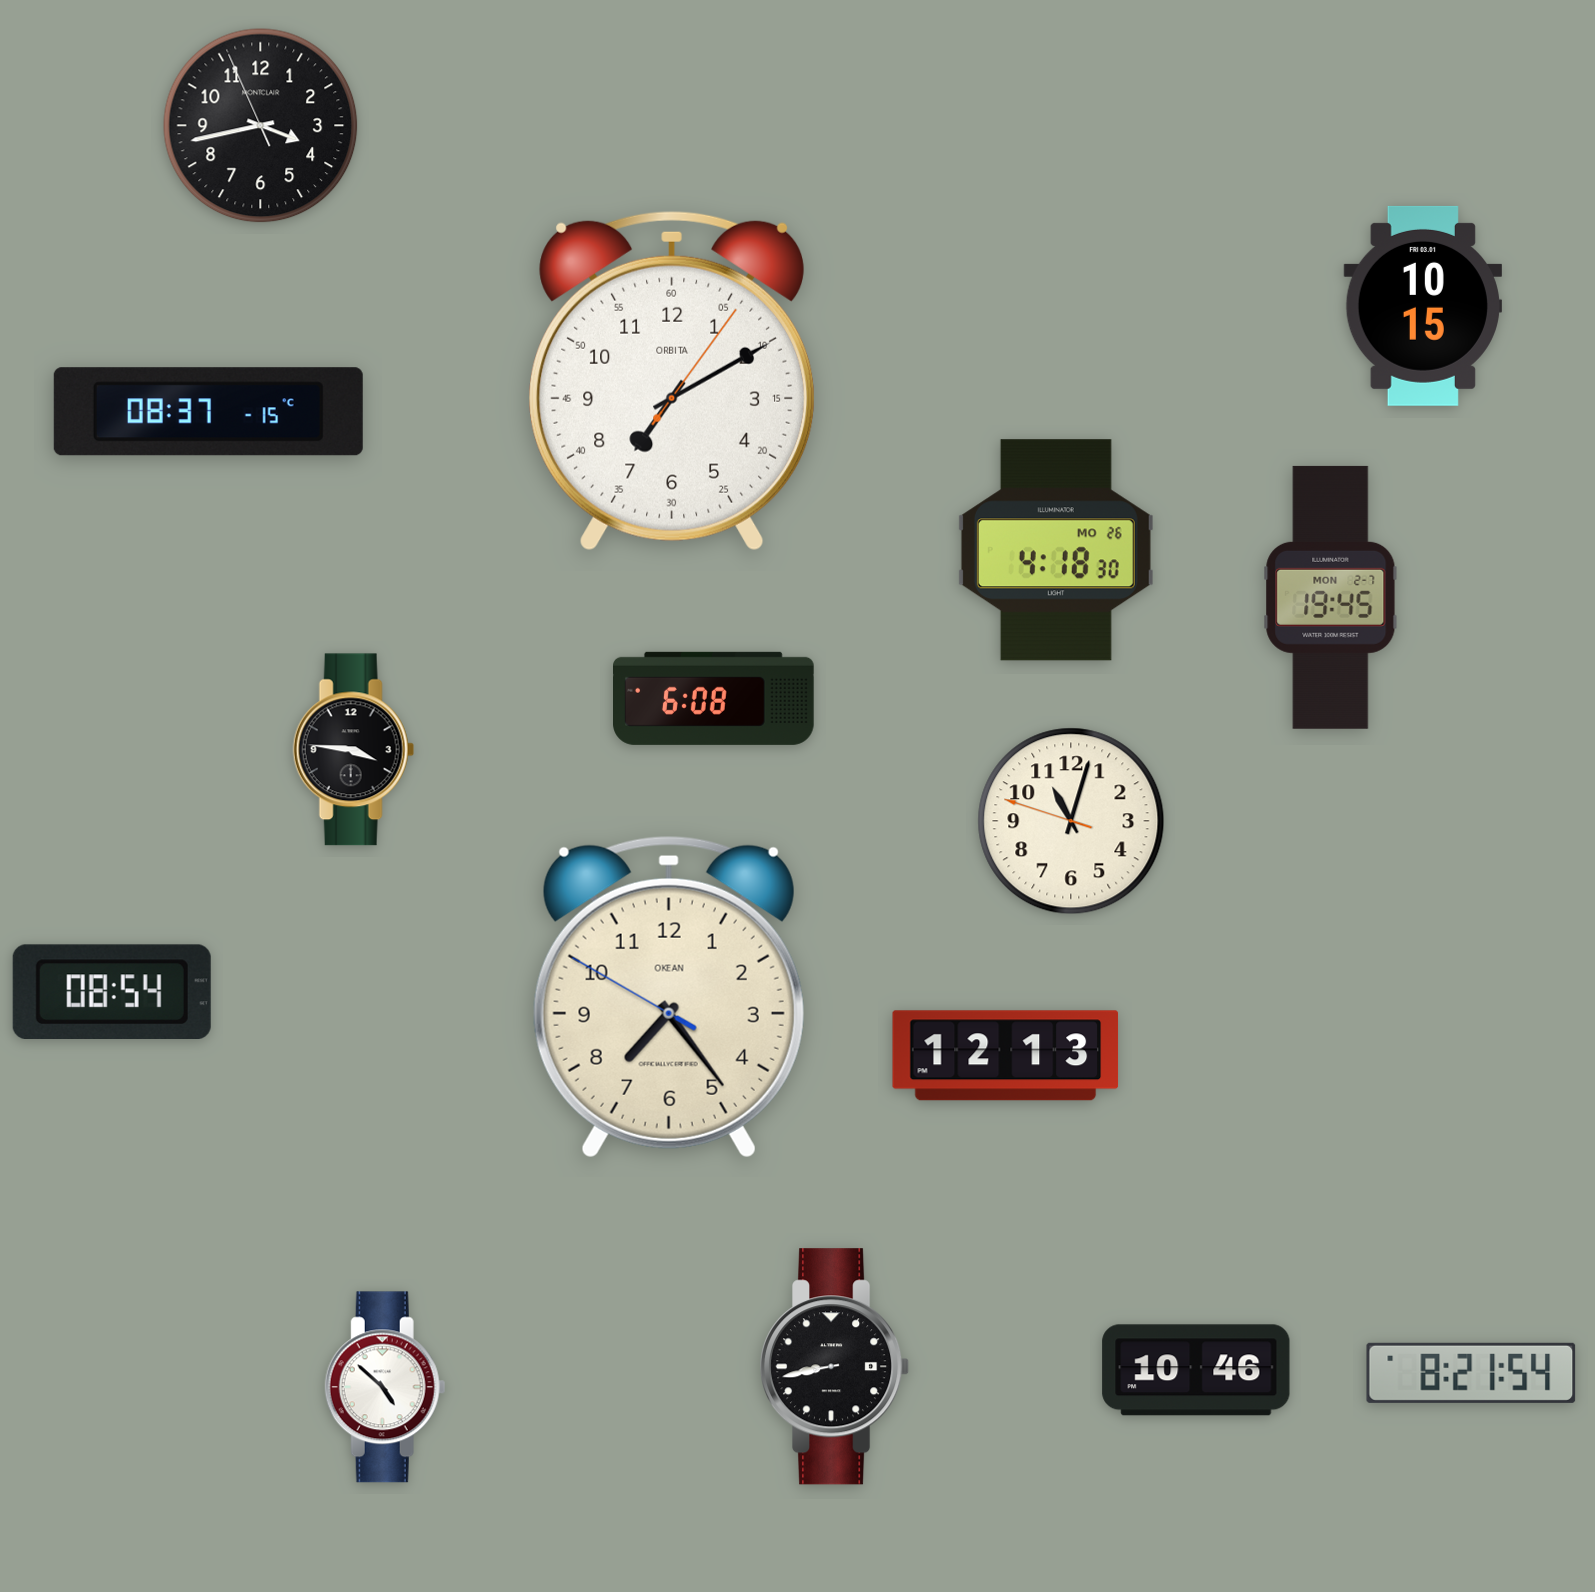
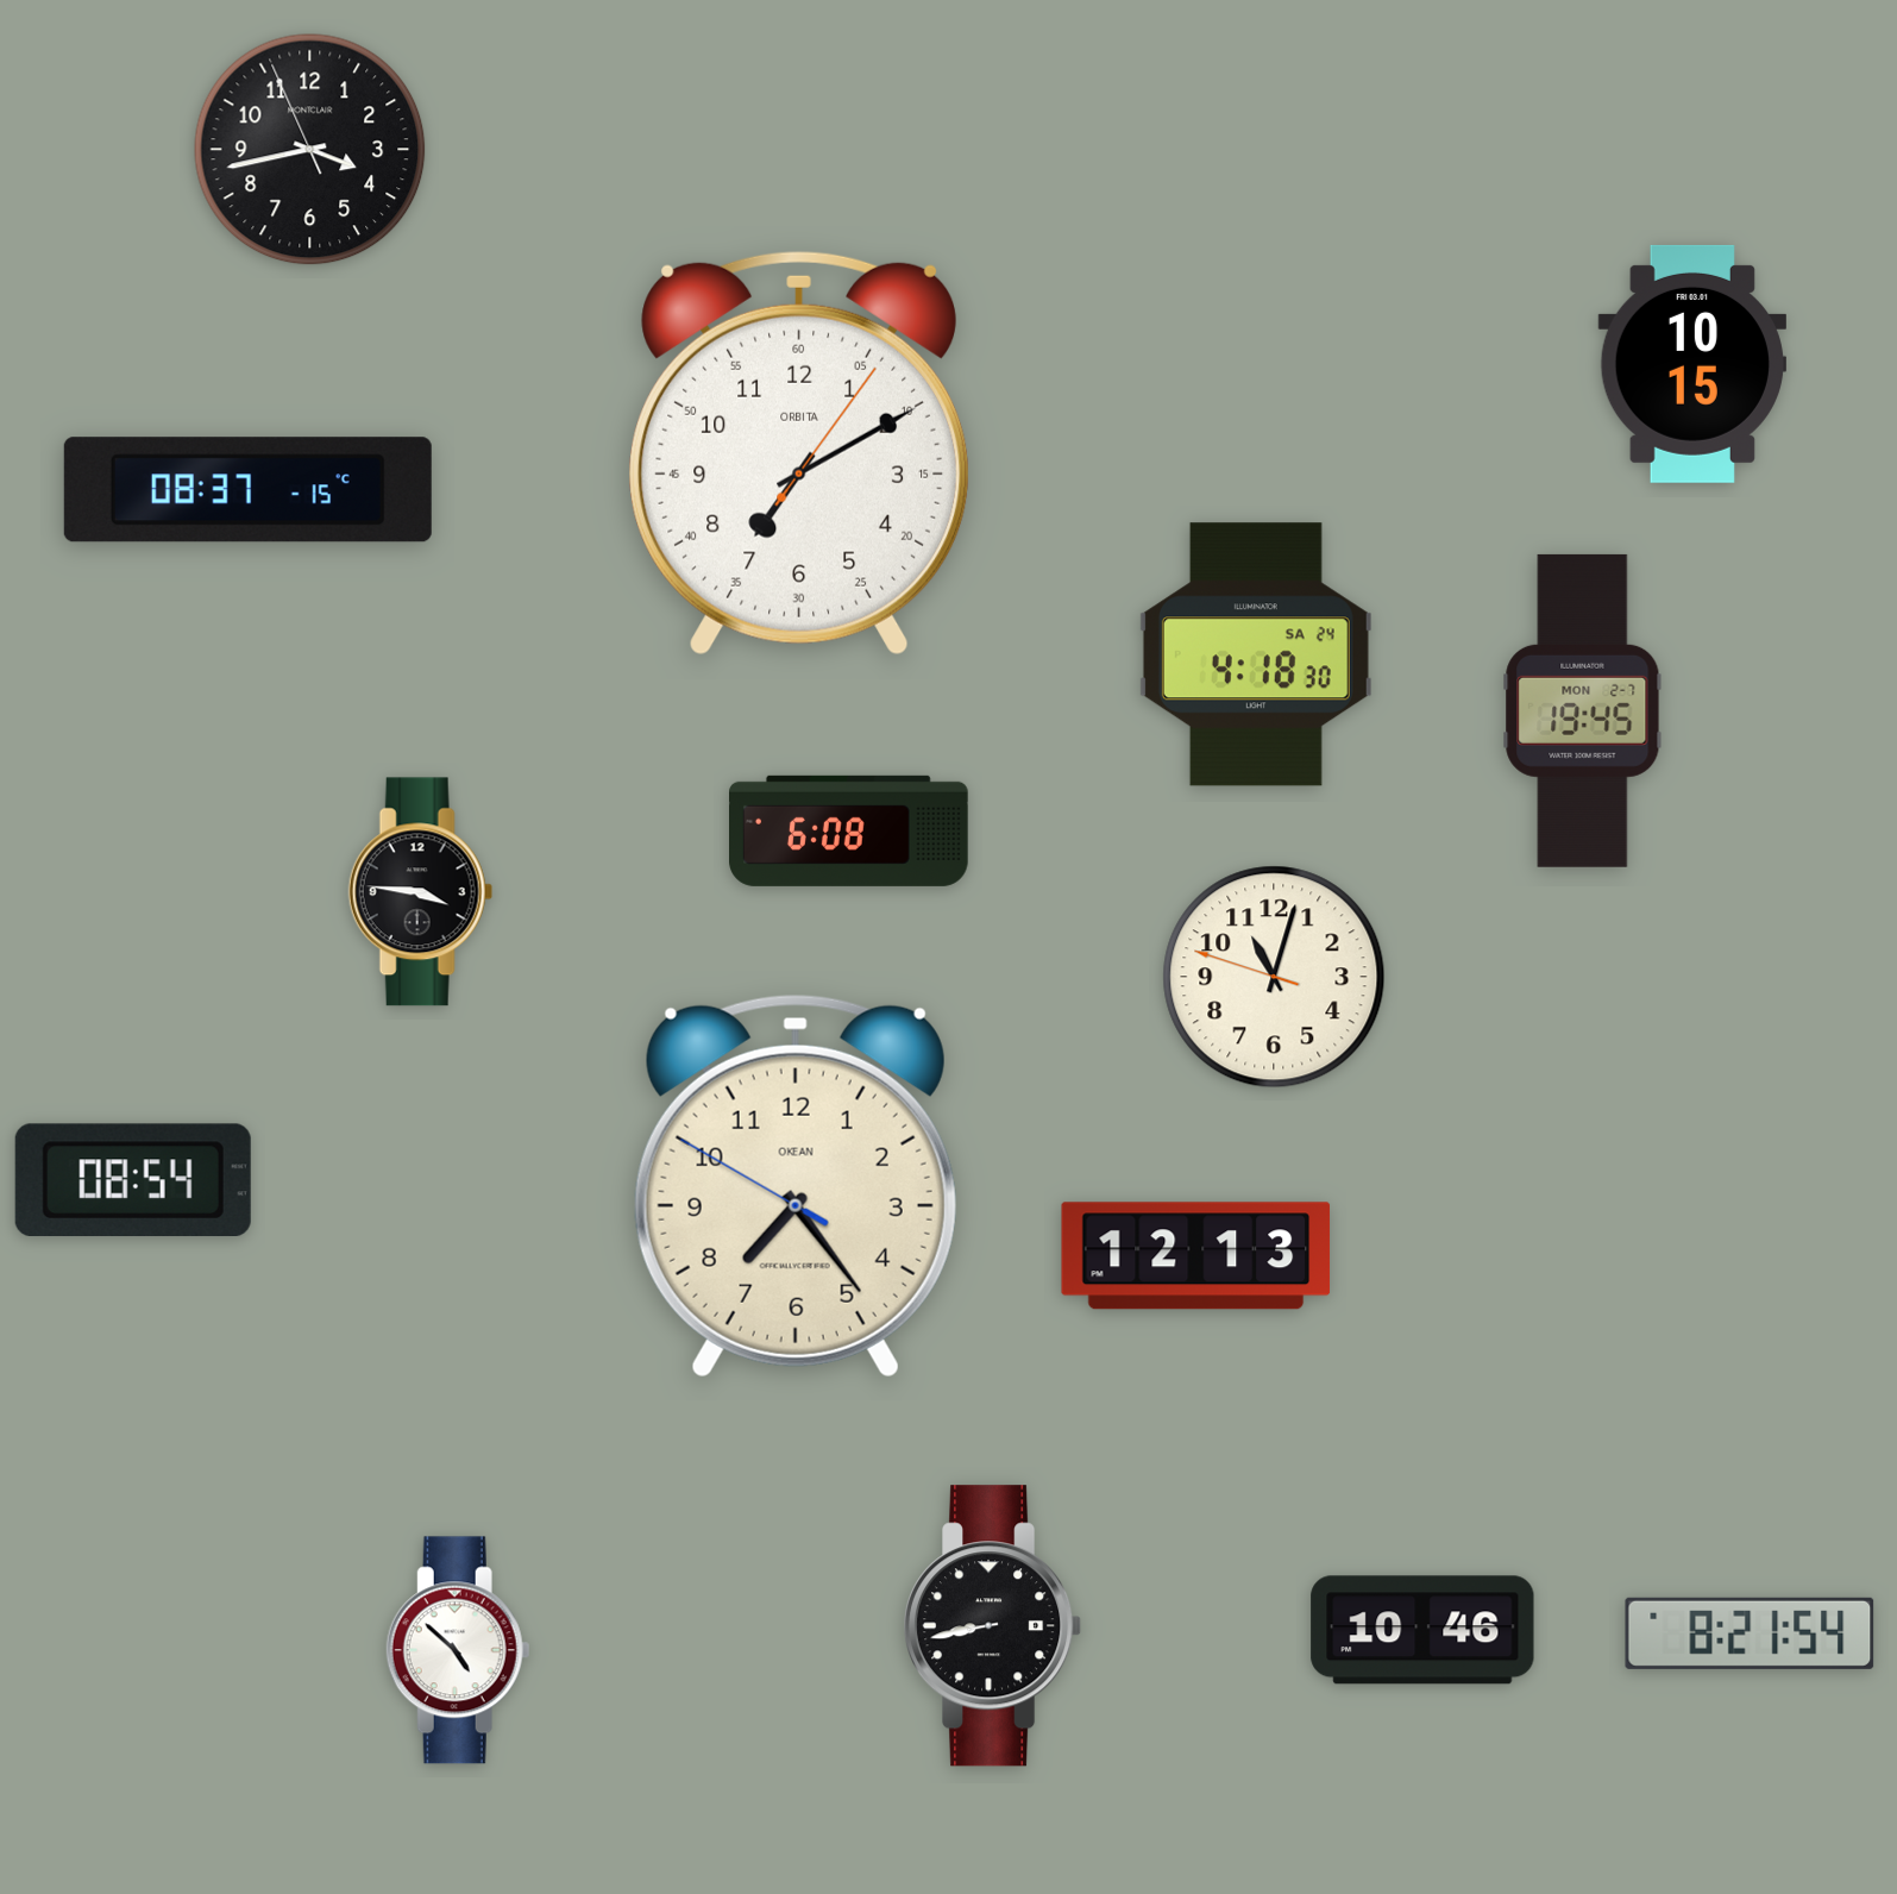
clock at (1056, 550) date: MO 26 -> SA 24
